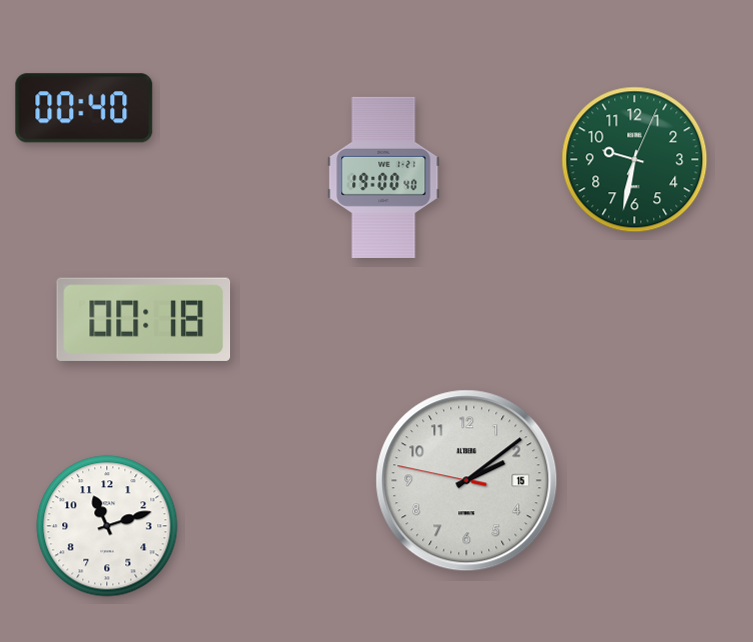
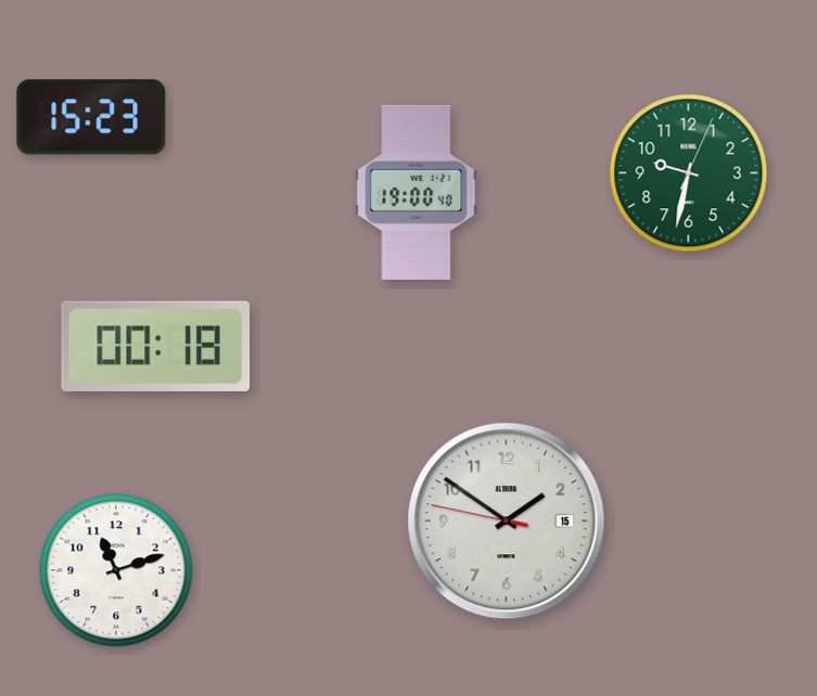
clock at (84, 108): 00:40 -> 15:23
clock at (467, 481): 2:08 -> 1:50
